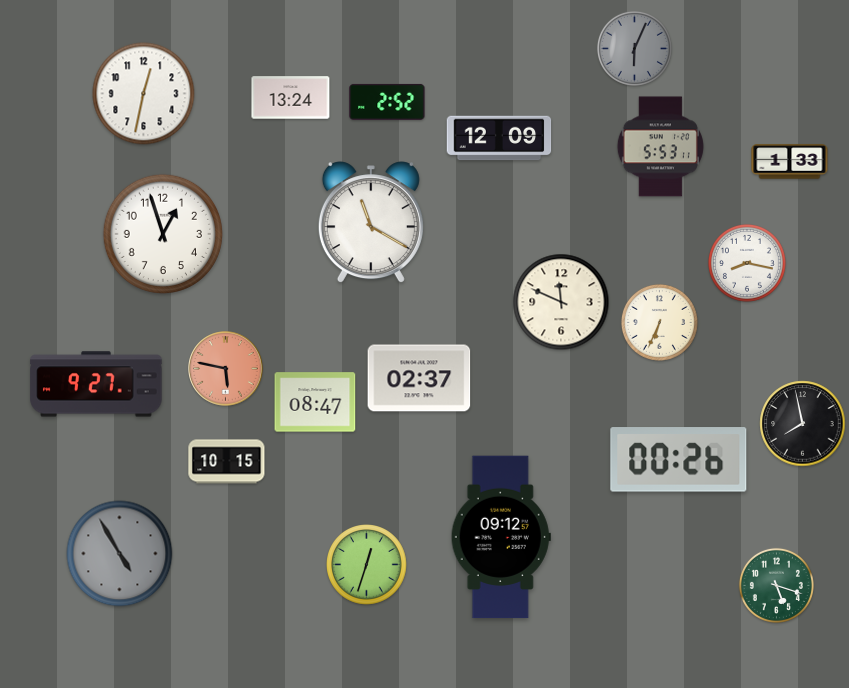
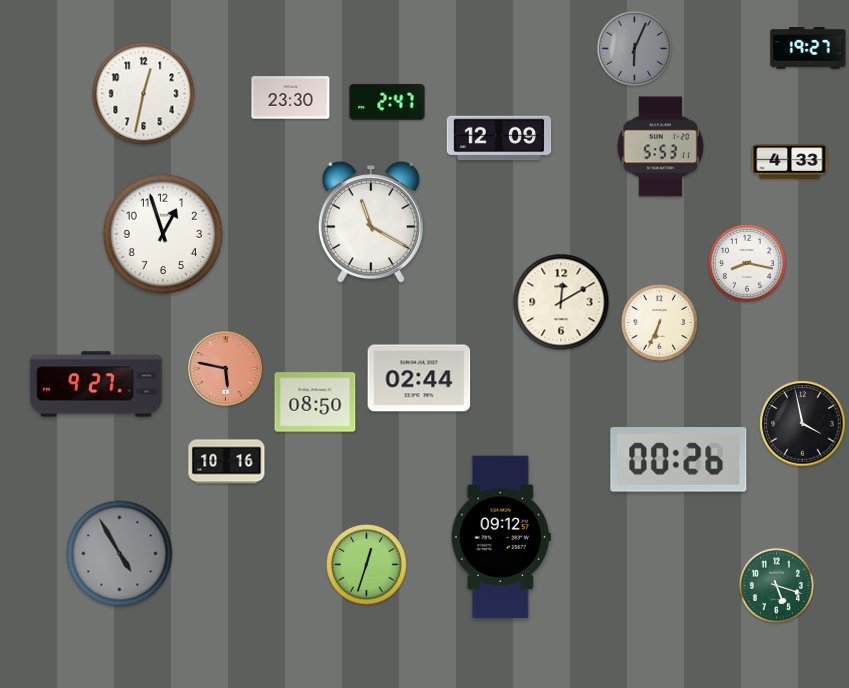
clock at (808, 49): none -> 19:27
clock at (291, 98): 13:24 -> 23:30
clock at (387, 102): 2:52 -> 2:47
clock at (790, 162): 1:33 -> 4:33
clock at (561, 302): 11:49 -> 12:10
clock at (419, 378): 02:37 -> 02:44
clock at (315, 402): 08:47 -> 08:50
clock at (803, 424): 7:58 -> 3:58
clock at (227, 462): 10:15 -> 10:16
